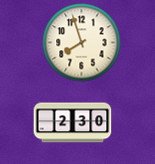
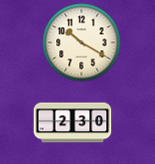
clock at (81, 42): 7:57 -> 10:20
